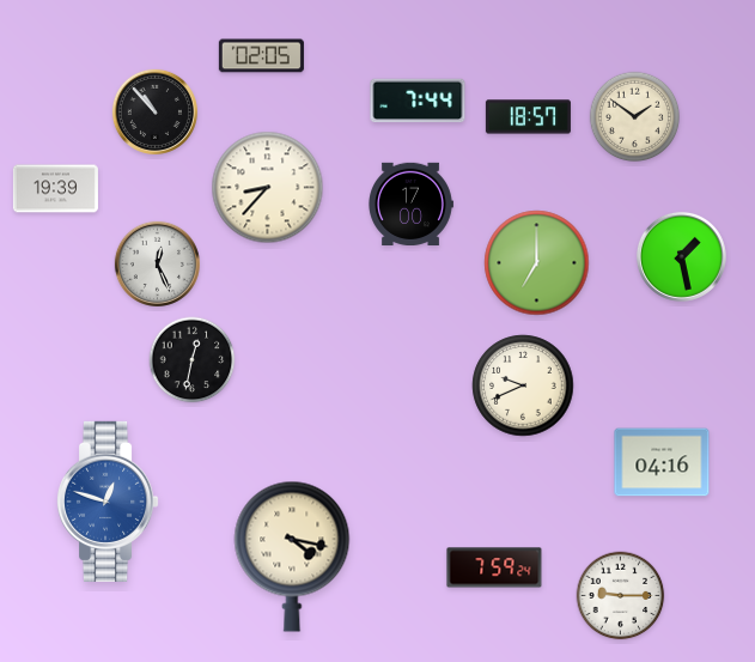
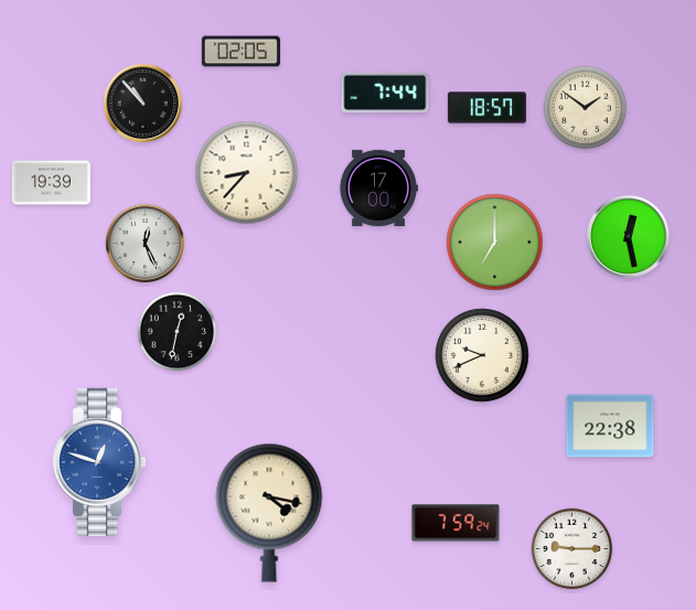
clock at (55, 189) position: (55, 189) -> (51, 183)
clock at (681, 256): 1:28 -> 12:28
clock at (662, 462): 04:16 -> 22:38
